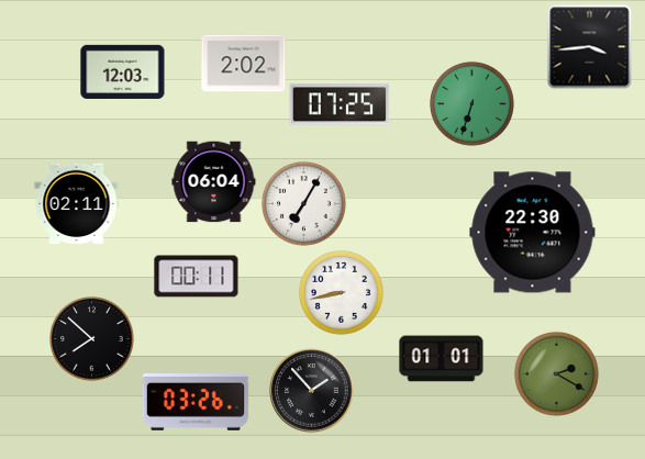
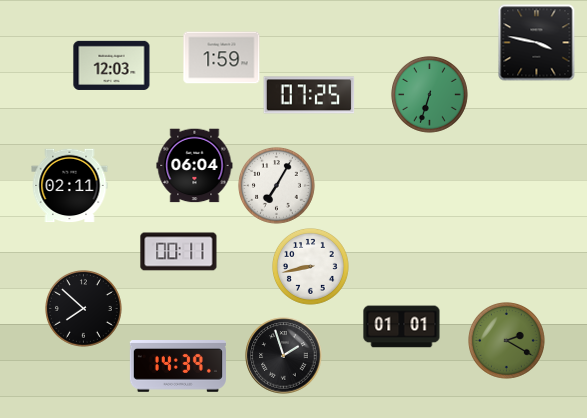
clock at (590, 47): 3:44 -> 3:47
clock at (244, 64): 2:02 -> 1:59
clock at (533, 233): 22:30 -> none
clock at (312, 391): 1:53 -> 1:57
clock at (196, 403): 03:26 -> 14:39
